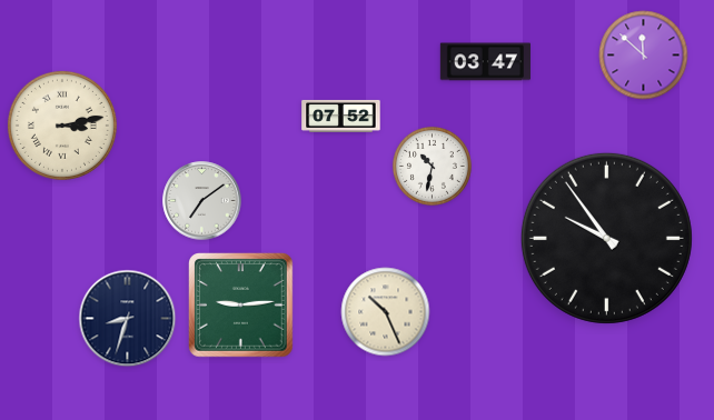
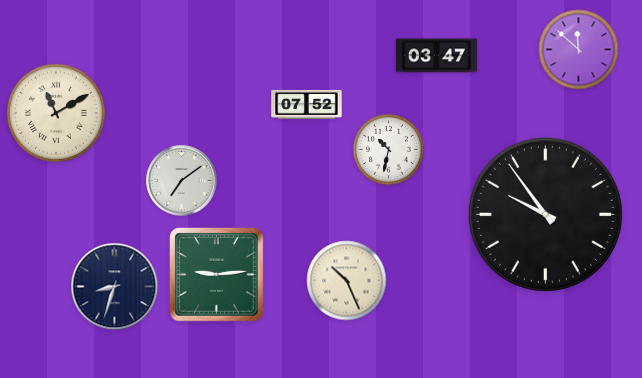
clock at (62, 126): 3:13 -> 11:10
